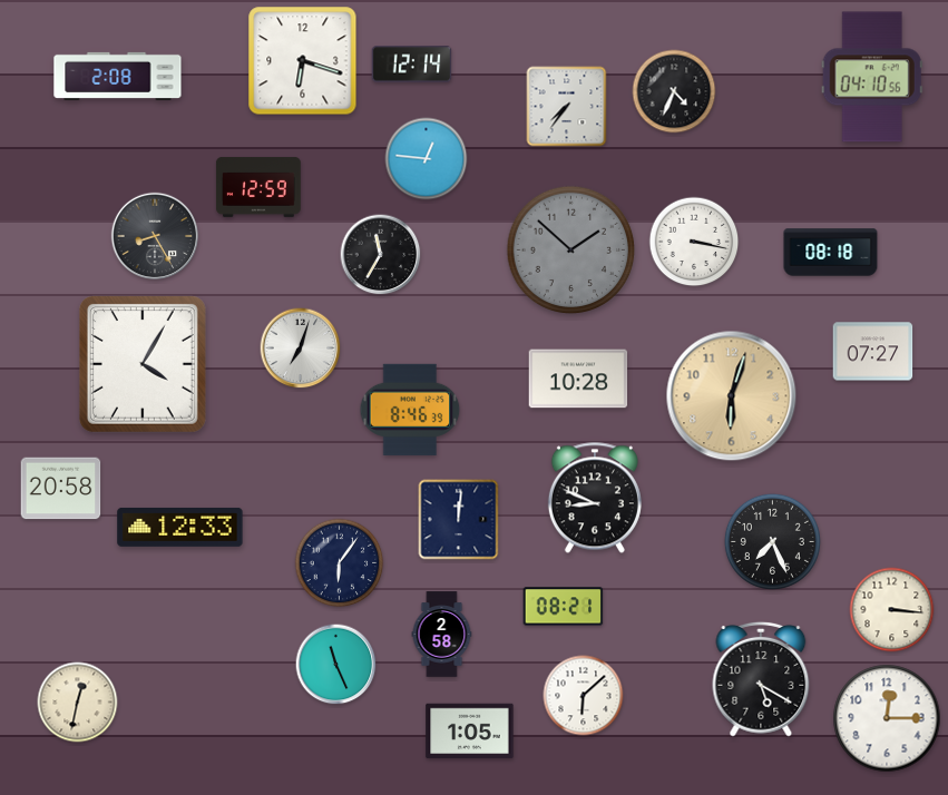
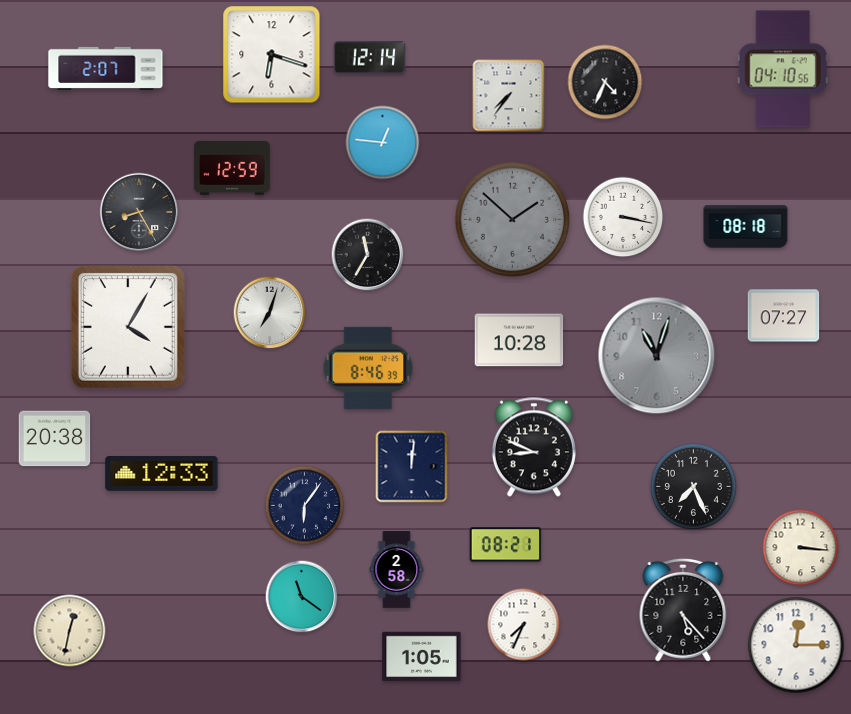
clock at (118, 76): 2:08 -> 2:07
clock at (571, 251) position: (571, 251) -> (513, 220)
clock at (381, 255) position: (381, 255) -> (368, 255)
clock at (732, 396): 6:03 -> 11:03
clock at (732, 396) dial: champagne -> grey
clock at (61, 489): 20:58 -> 20:38
clock at (336, 665): 11:26 -> 11:21
clock at (761, 679): 5:20 -> 5:23
clock at (584, 696): 6:08 -> 7:34
